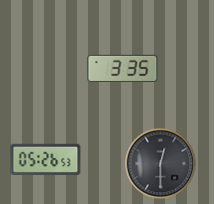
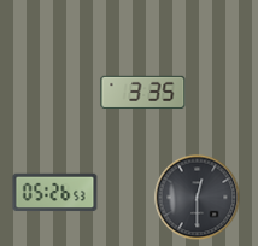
clock at (123, 68) position: (123, 68) -> (143, 92)
clock at (161, 164) position: (161, 164) -> (198, 198)
